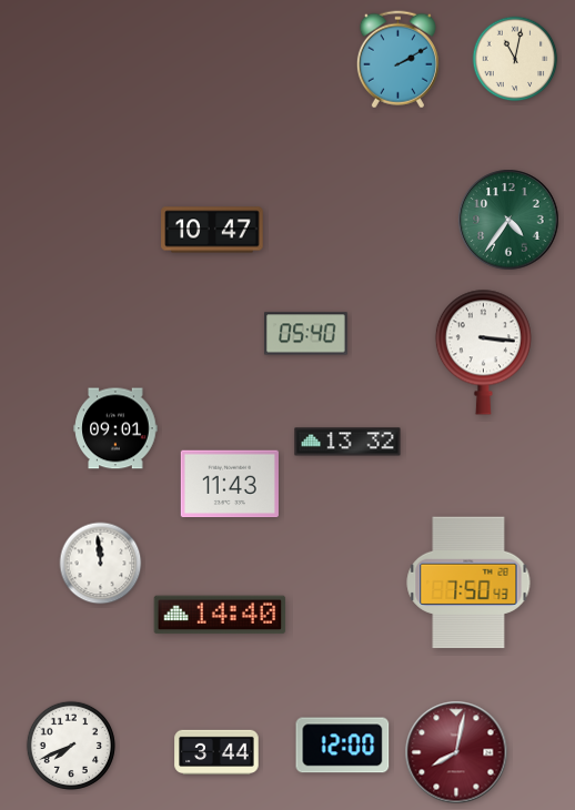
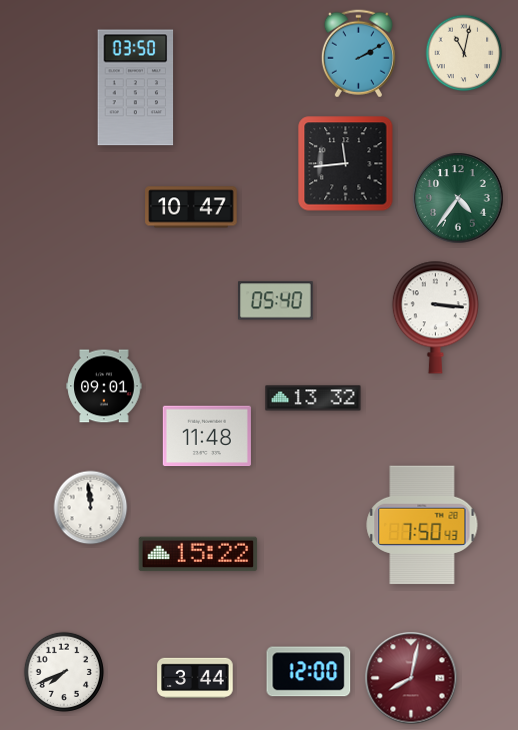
clock at (136, 88): none -> 03:50
clock at (346, 164): none -> 11:44
clock at (230, 484): 11:43 -> 11:48
clock at (220, 615): 14:40 -> 15:22
